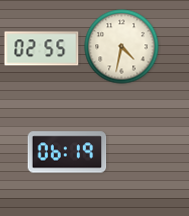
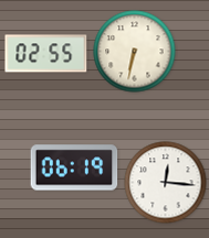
clock at (122, 47): 4:32 -> 6:32
clock at (166, 183): none -> 12:16
